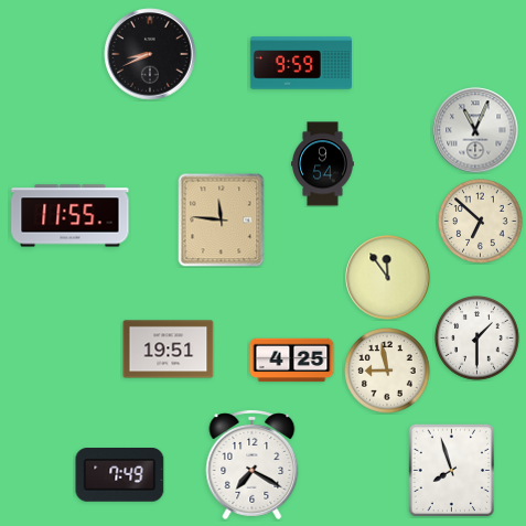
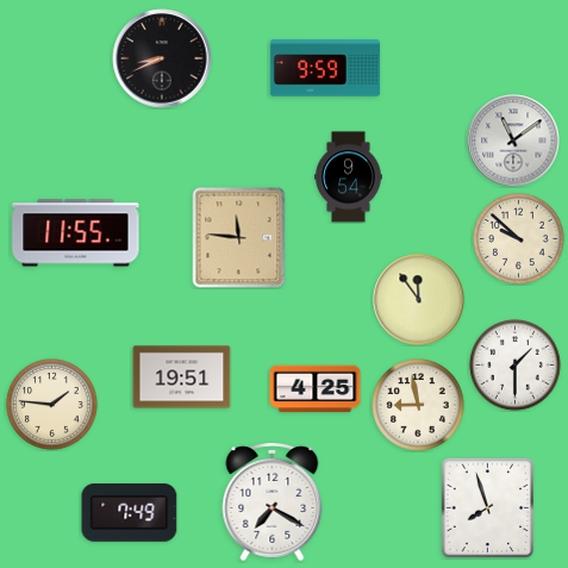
clock at (475, 130): 11:04 -> 11:09
clock at (481, 222): 6:52 -> 9:52
clock at (387, 371) position: (387, 371) -> (418, 405)
clock at (52, 405): none -> 1:46
